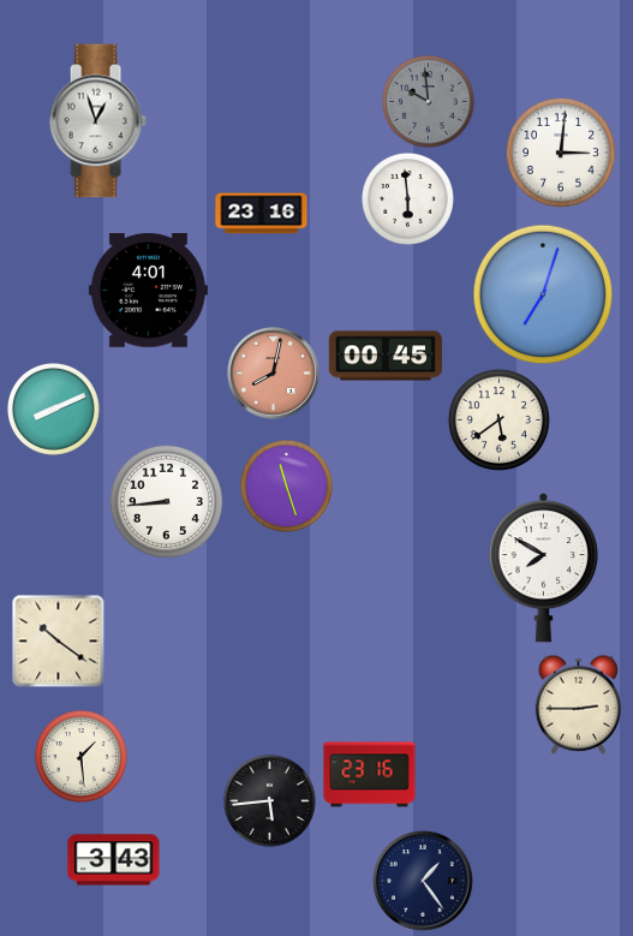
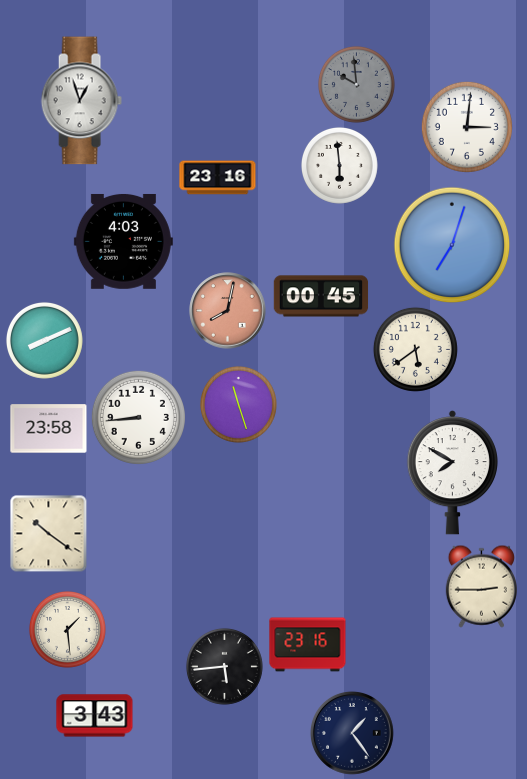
clock at (148, 290): 4:01 -> 4:03
clock at (49, 429): none -> 23:58
